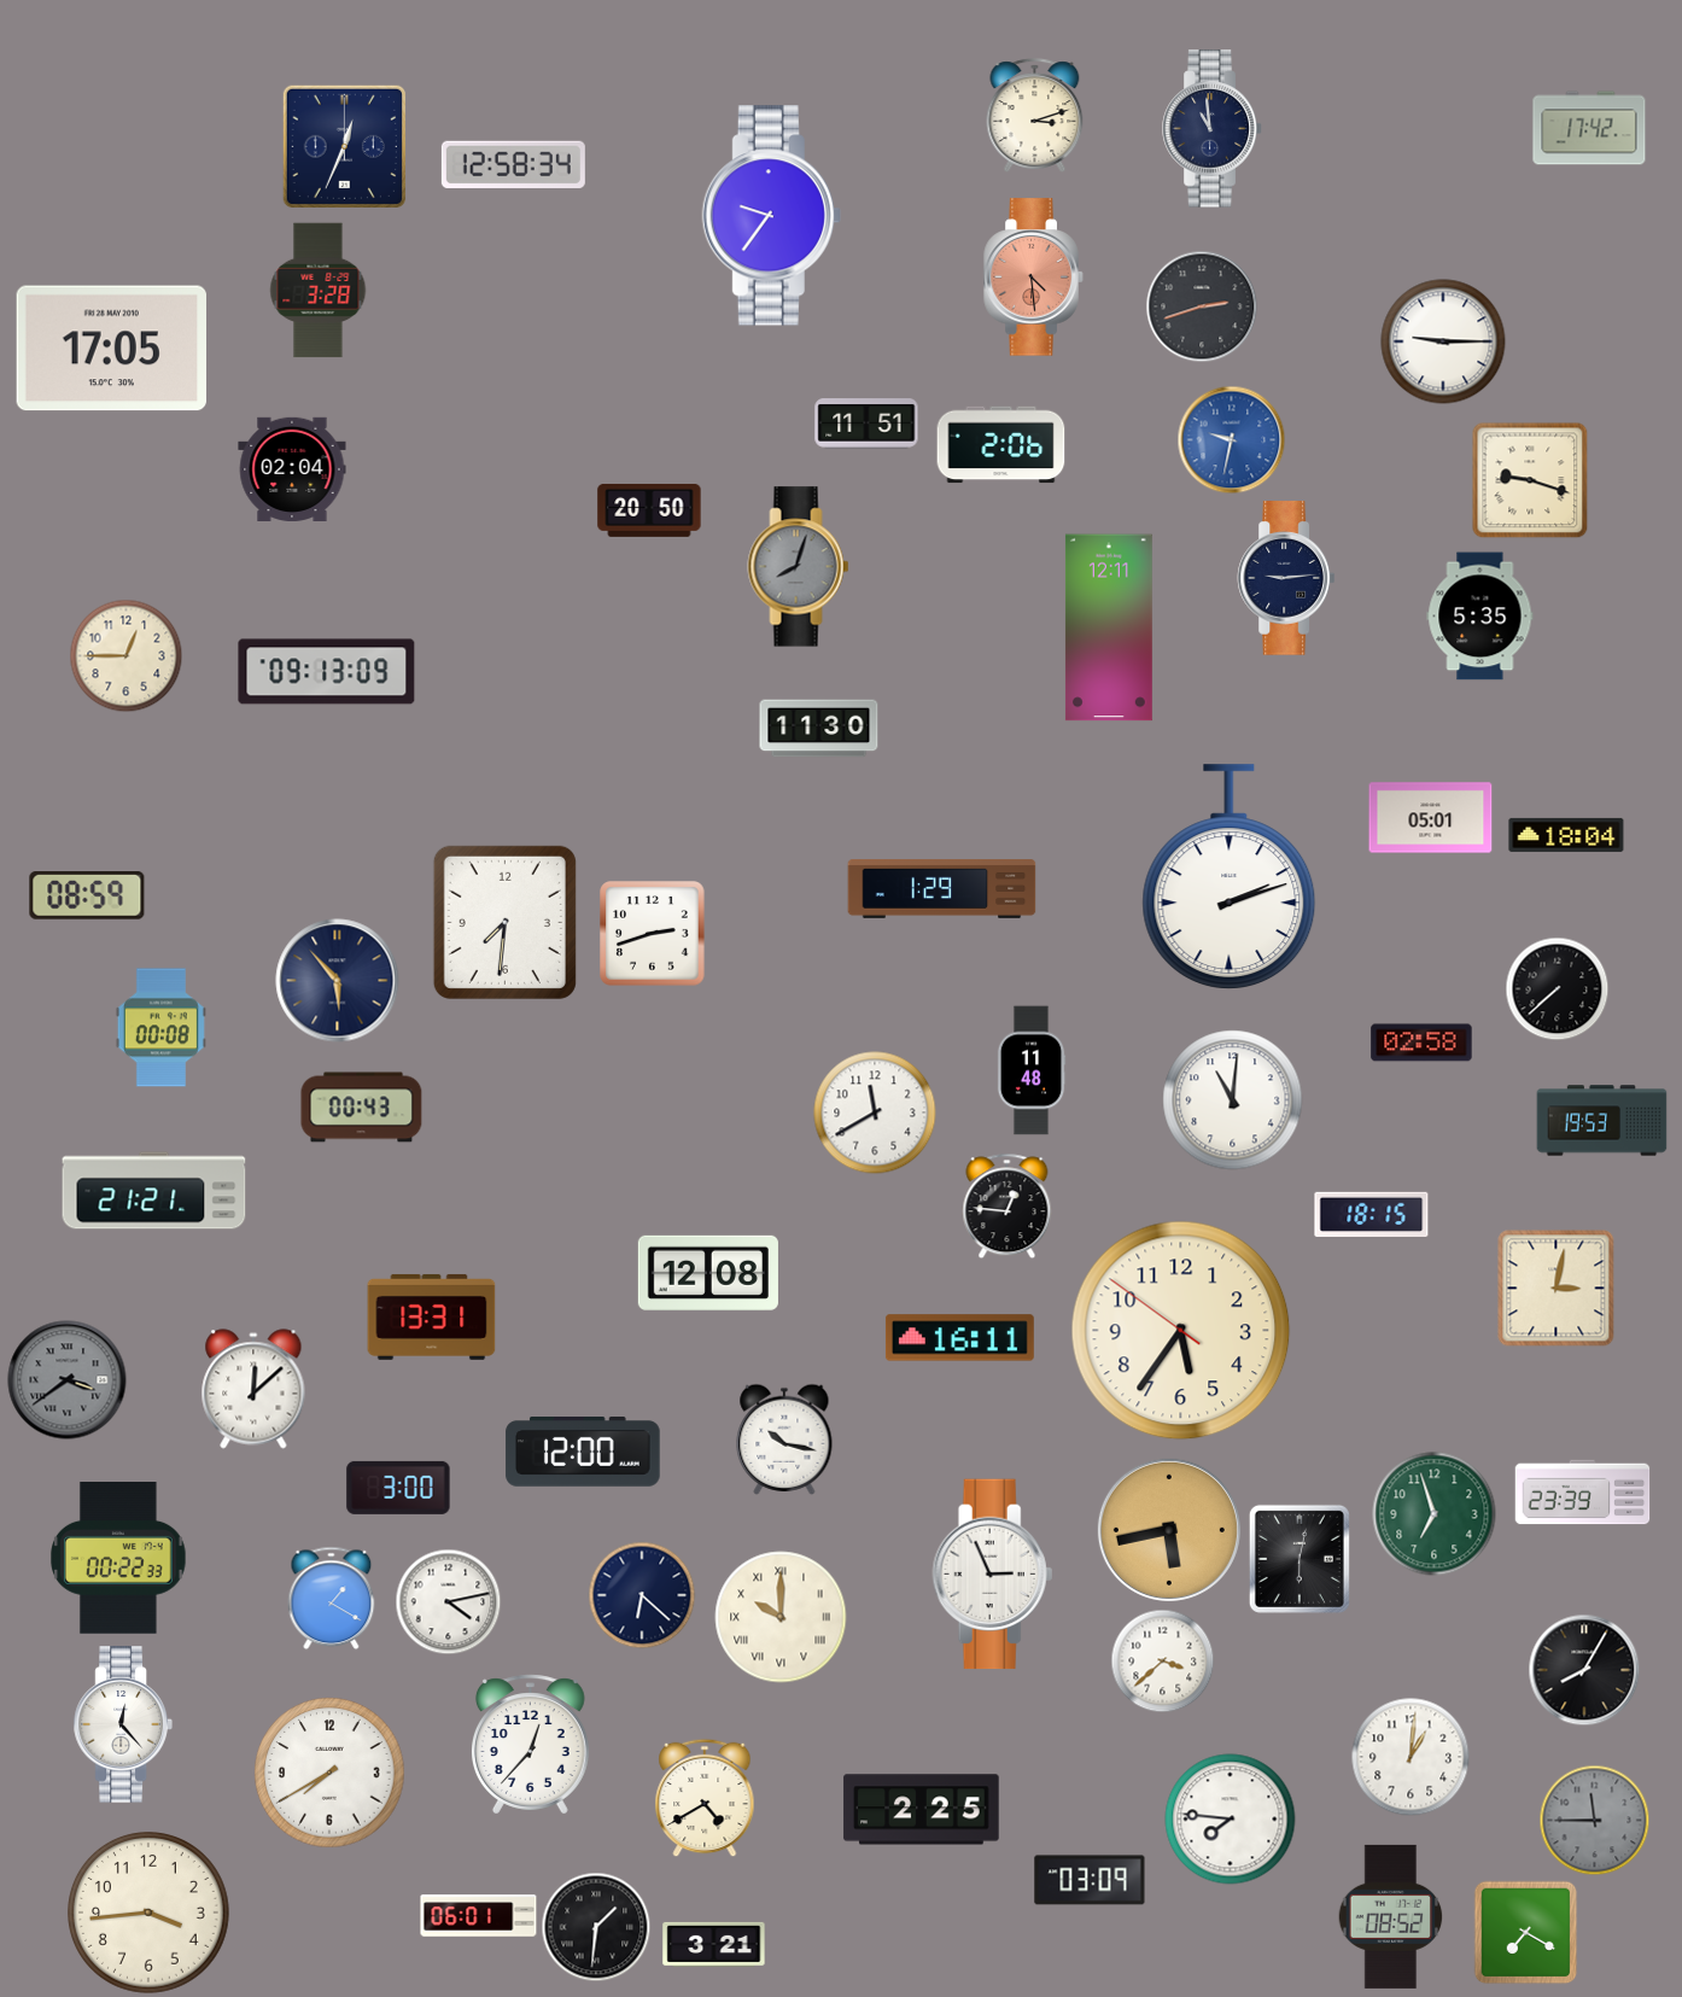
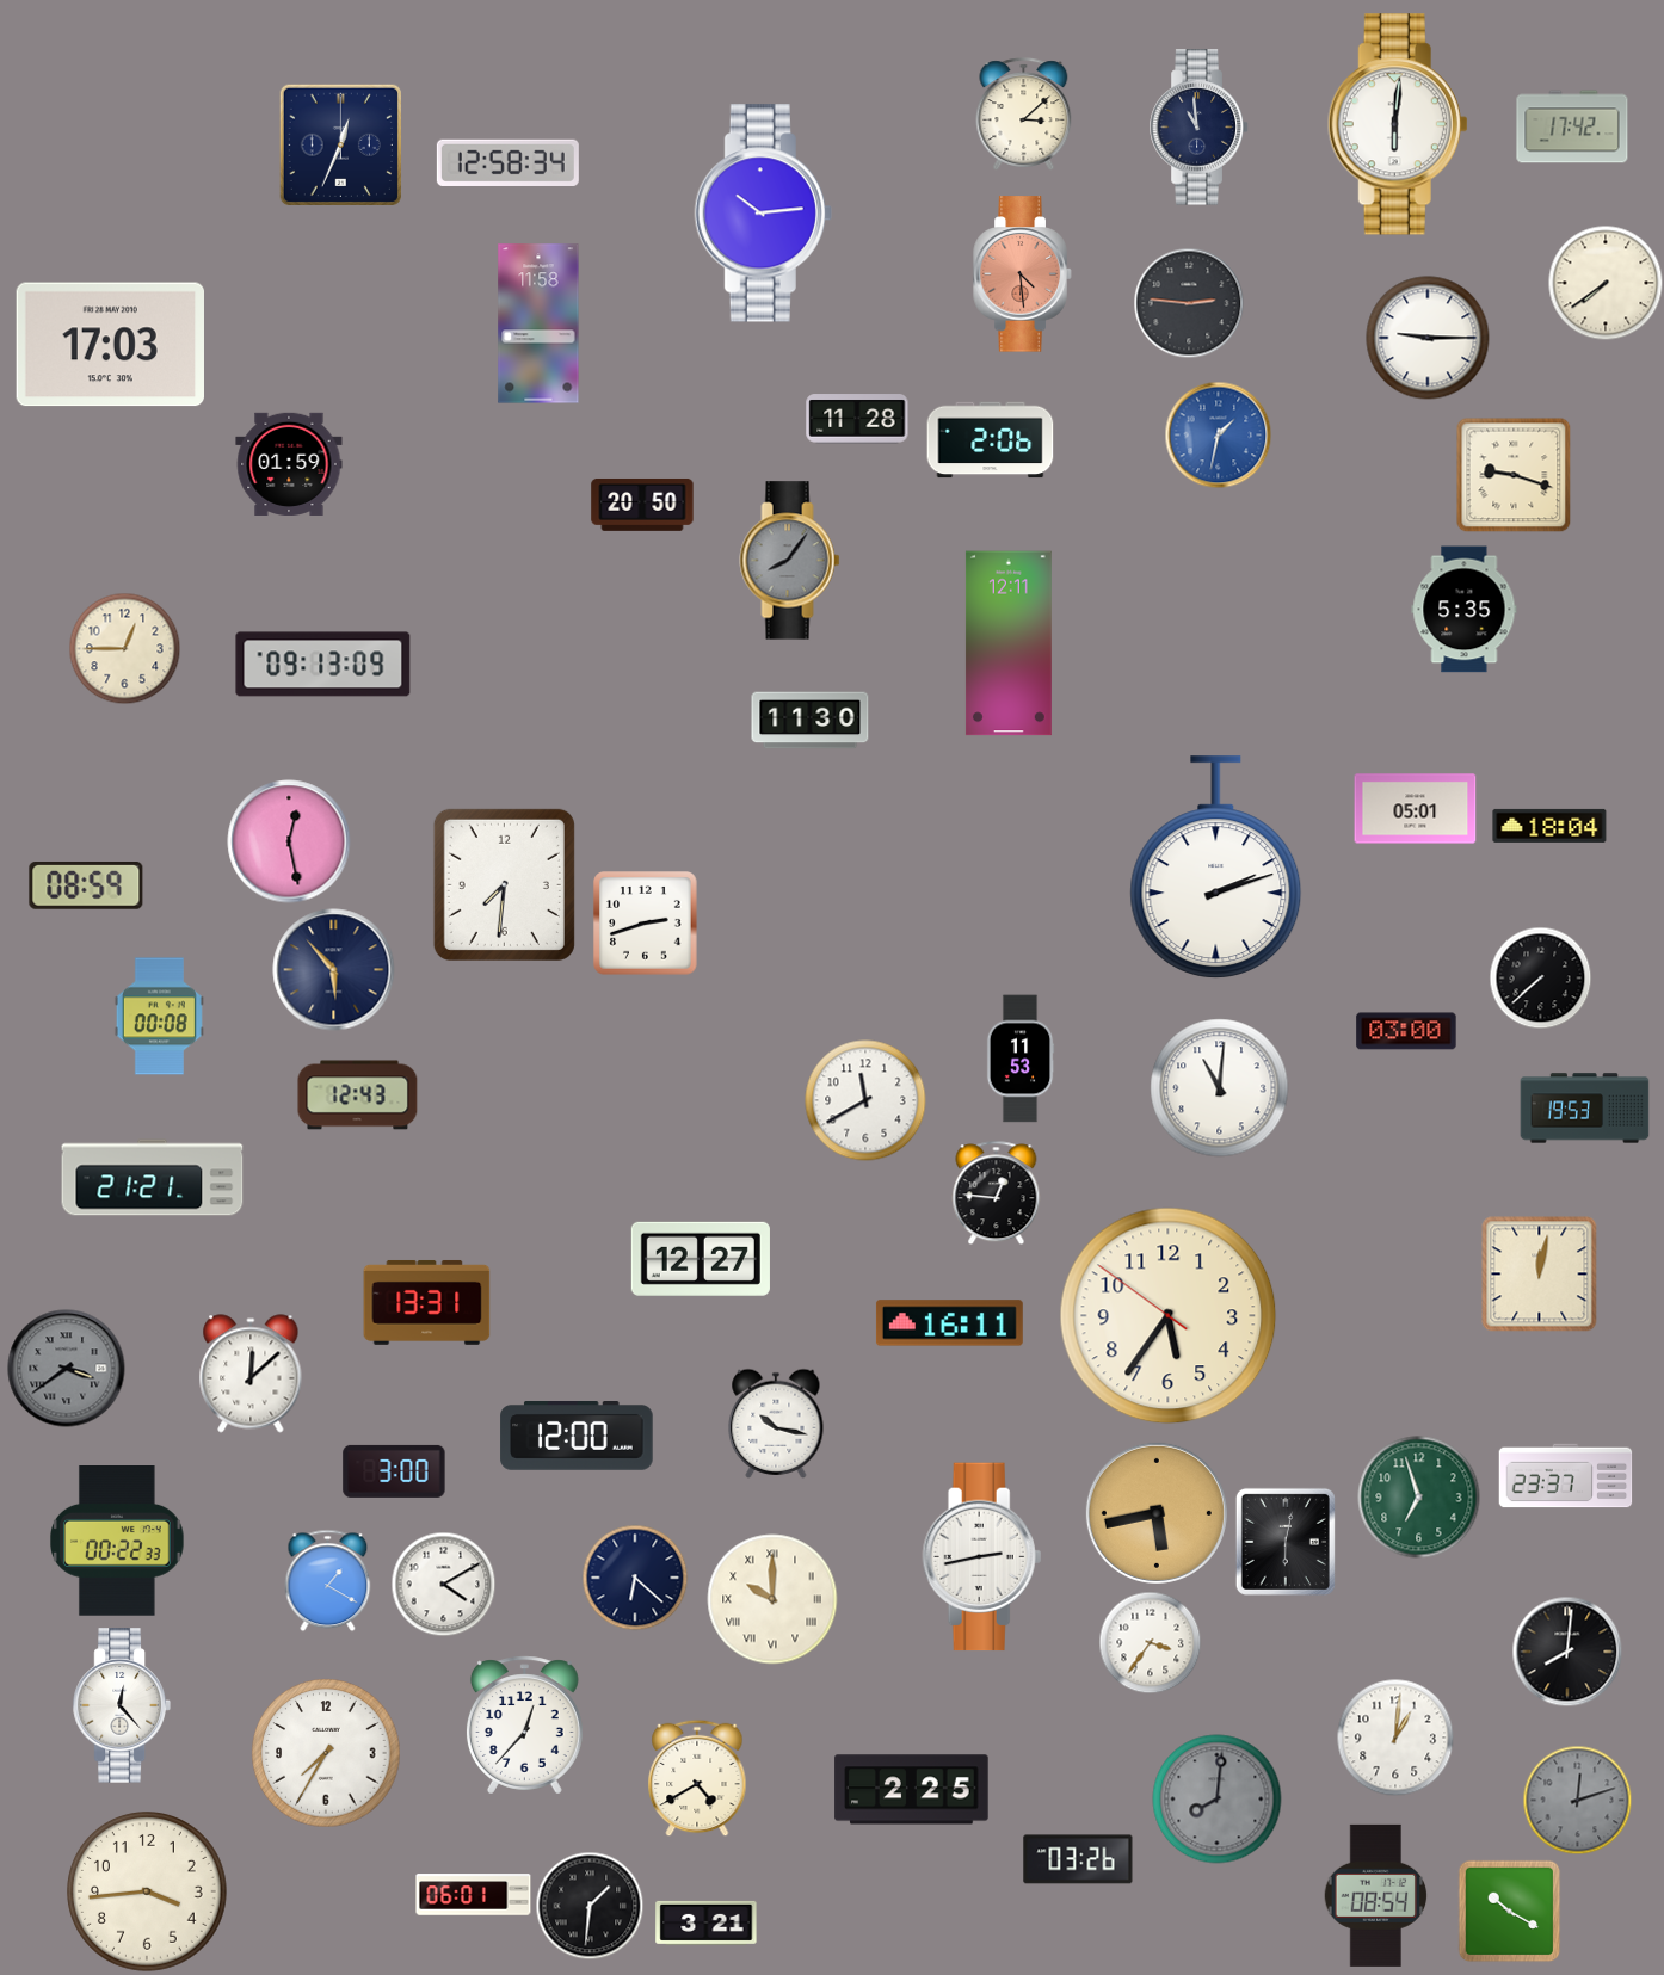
clock at (1035, 116): 3:12 -> 3:08
clock at (1398, 124): none -> 6:01
clock at (771, 216): 9:36 -> 10:14
clock at (1606, 283): none -> 7:39
clock at (319, 291): 3:28 -> none
clock at (1202, 306): 2:42 -> 2:46
clock at (538, 323): none -> 11:58
clock at (112, 349): 17:05 -> 17:03
clock at (866, 424): 11:51 -> 11:28
clock at (1231, 439): 9:32 -> 1:32
clock at (292, 469): 02:04 -> 01:59
clock at (799, 567): 8:03 -> 8:06
clock at (1285, 578): 9:14 -> none
clock at (1109, 627) position: (1109, 627) -> (1009, 643)
clock at (289, 841): none -> 12:28
clock at (942, 889): 1:29 -> none
clock at (504, 922) position: (504, 922) -> (504, 884)
clock at (1421, 1043): 02:58 -> 03:00
clock at (1032, 1070): 11:48 -> 11:53
clock at (362, 1108): 00:43 -> 12:43
clock at (1372, 1215): 18:15 -> none
clock at (708, 1273): 12:08 -> 12:27
clock at (1557, 1289): 3:02 -> 12:02
clock at (68, 1380) position: (68, 1380) -> (67, 1369)
clock at (1583, 1493): 23:39 -> 23:37
clock at (993, 1575): 2:56 -> 2:43
clock at (448, 1601): 4:13 -> 4:10
clock at (1162, 1660): 3:38 -> 3:36
clock at (1584, 1670): 8:05 -> 8:01
clock at (329, 1773): 7:40 -> 7:35
clock at (1231, 1820): 7:46 -> 8:01
clock at (1231, 1820) dial: white -> grey
clock at (1594, 1820): 11:45 -> 12:12
clock at (1090, 1880): 03:09 -> 03:26
clock at (1391, 1916): 08:52 -> 08:54
clock at (1525, 1932): 7:20 -> 10:20
